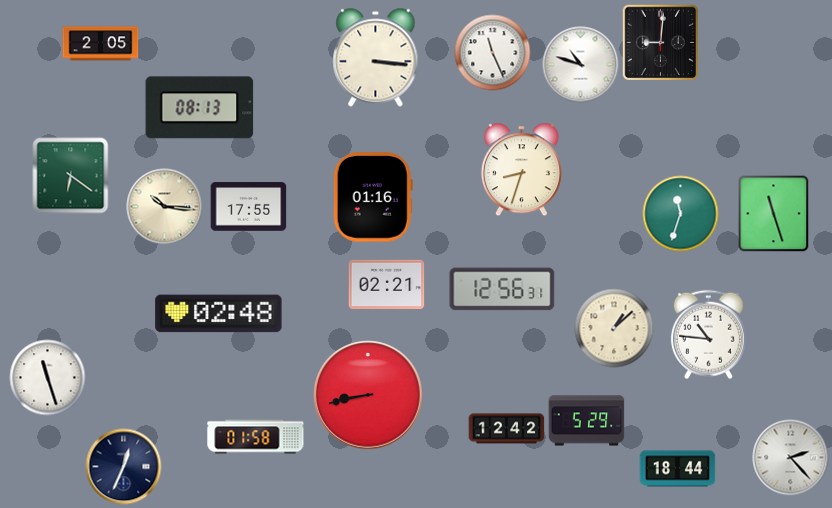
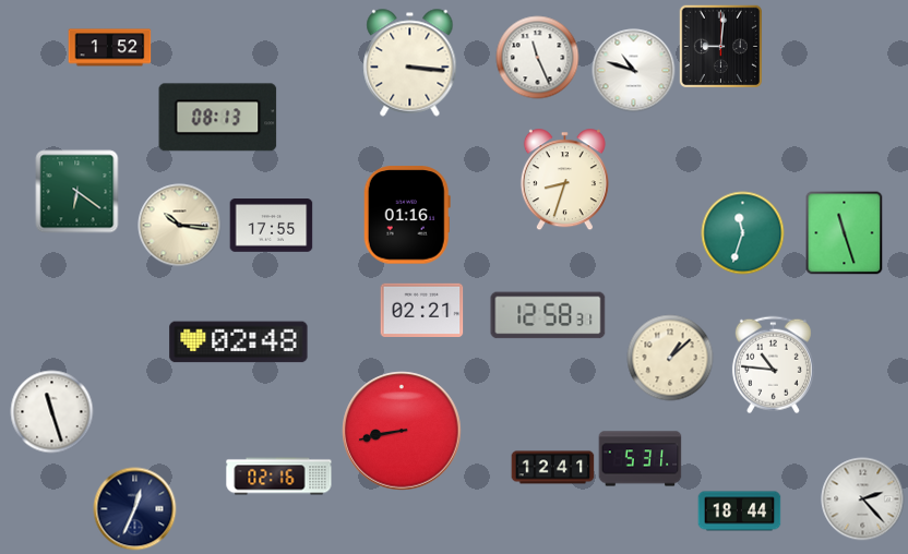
clock at (101, 44): 2:05 -> 1:52
clock at (521, 170) position: (521, 170) -> (564, 180)
clock at (502, 289): 12:56 -> 12:58
clock at (587, 421): 5:29 -> 5:31
clock at (507, 429): 12:42 -> 12:41
clock at (256, 437): 01:58 -> 02:16
